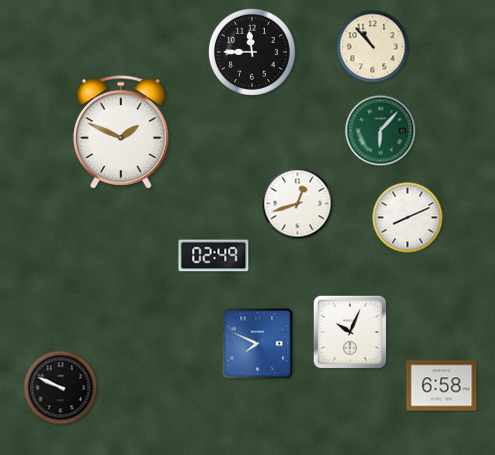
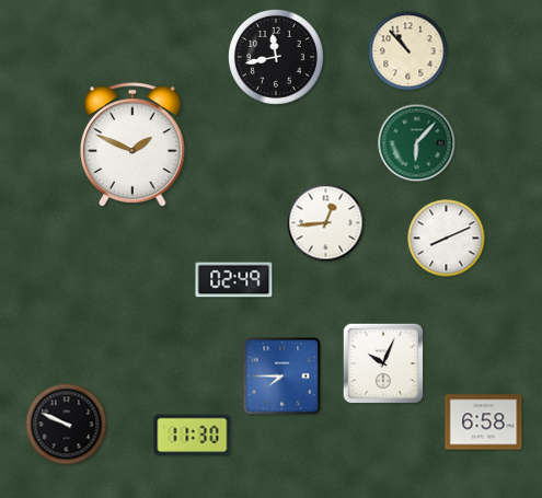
clock at (252, 52): 11:45 -> 11:43
clock at (298, 204): 12:42 -> 12:44
clock at (258, 344): 7:49 -> 7:45
clock at (193, 436): none -> 11:30
